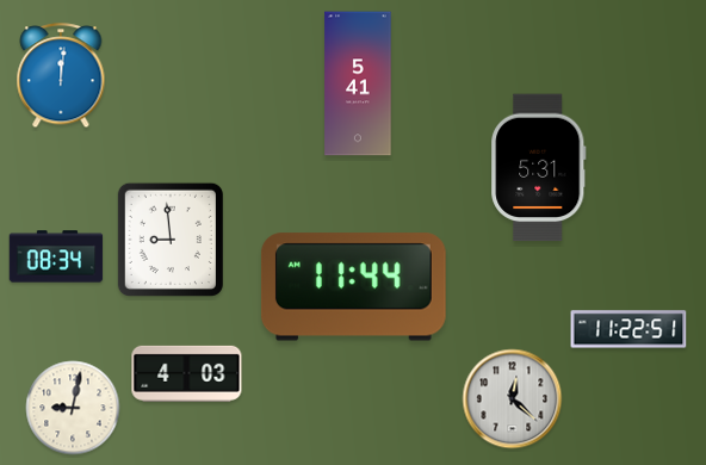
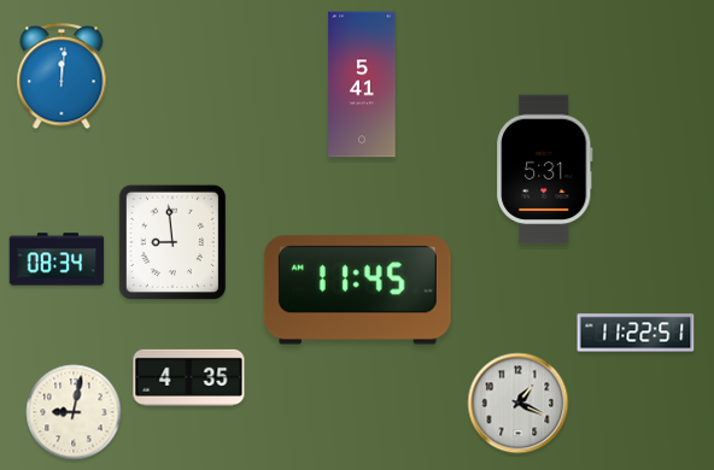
clock at (353, 287): 11:44 -> 11:45
clock at (187, 373): 4:03 -> 4:35
clock at (513, 399): 12:22 -> 1:19
